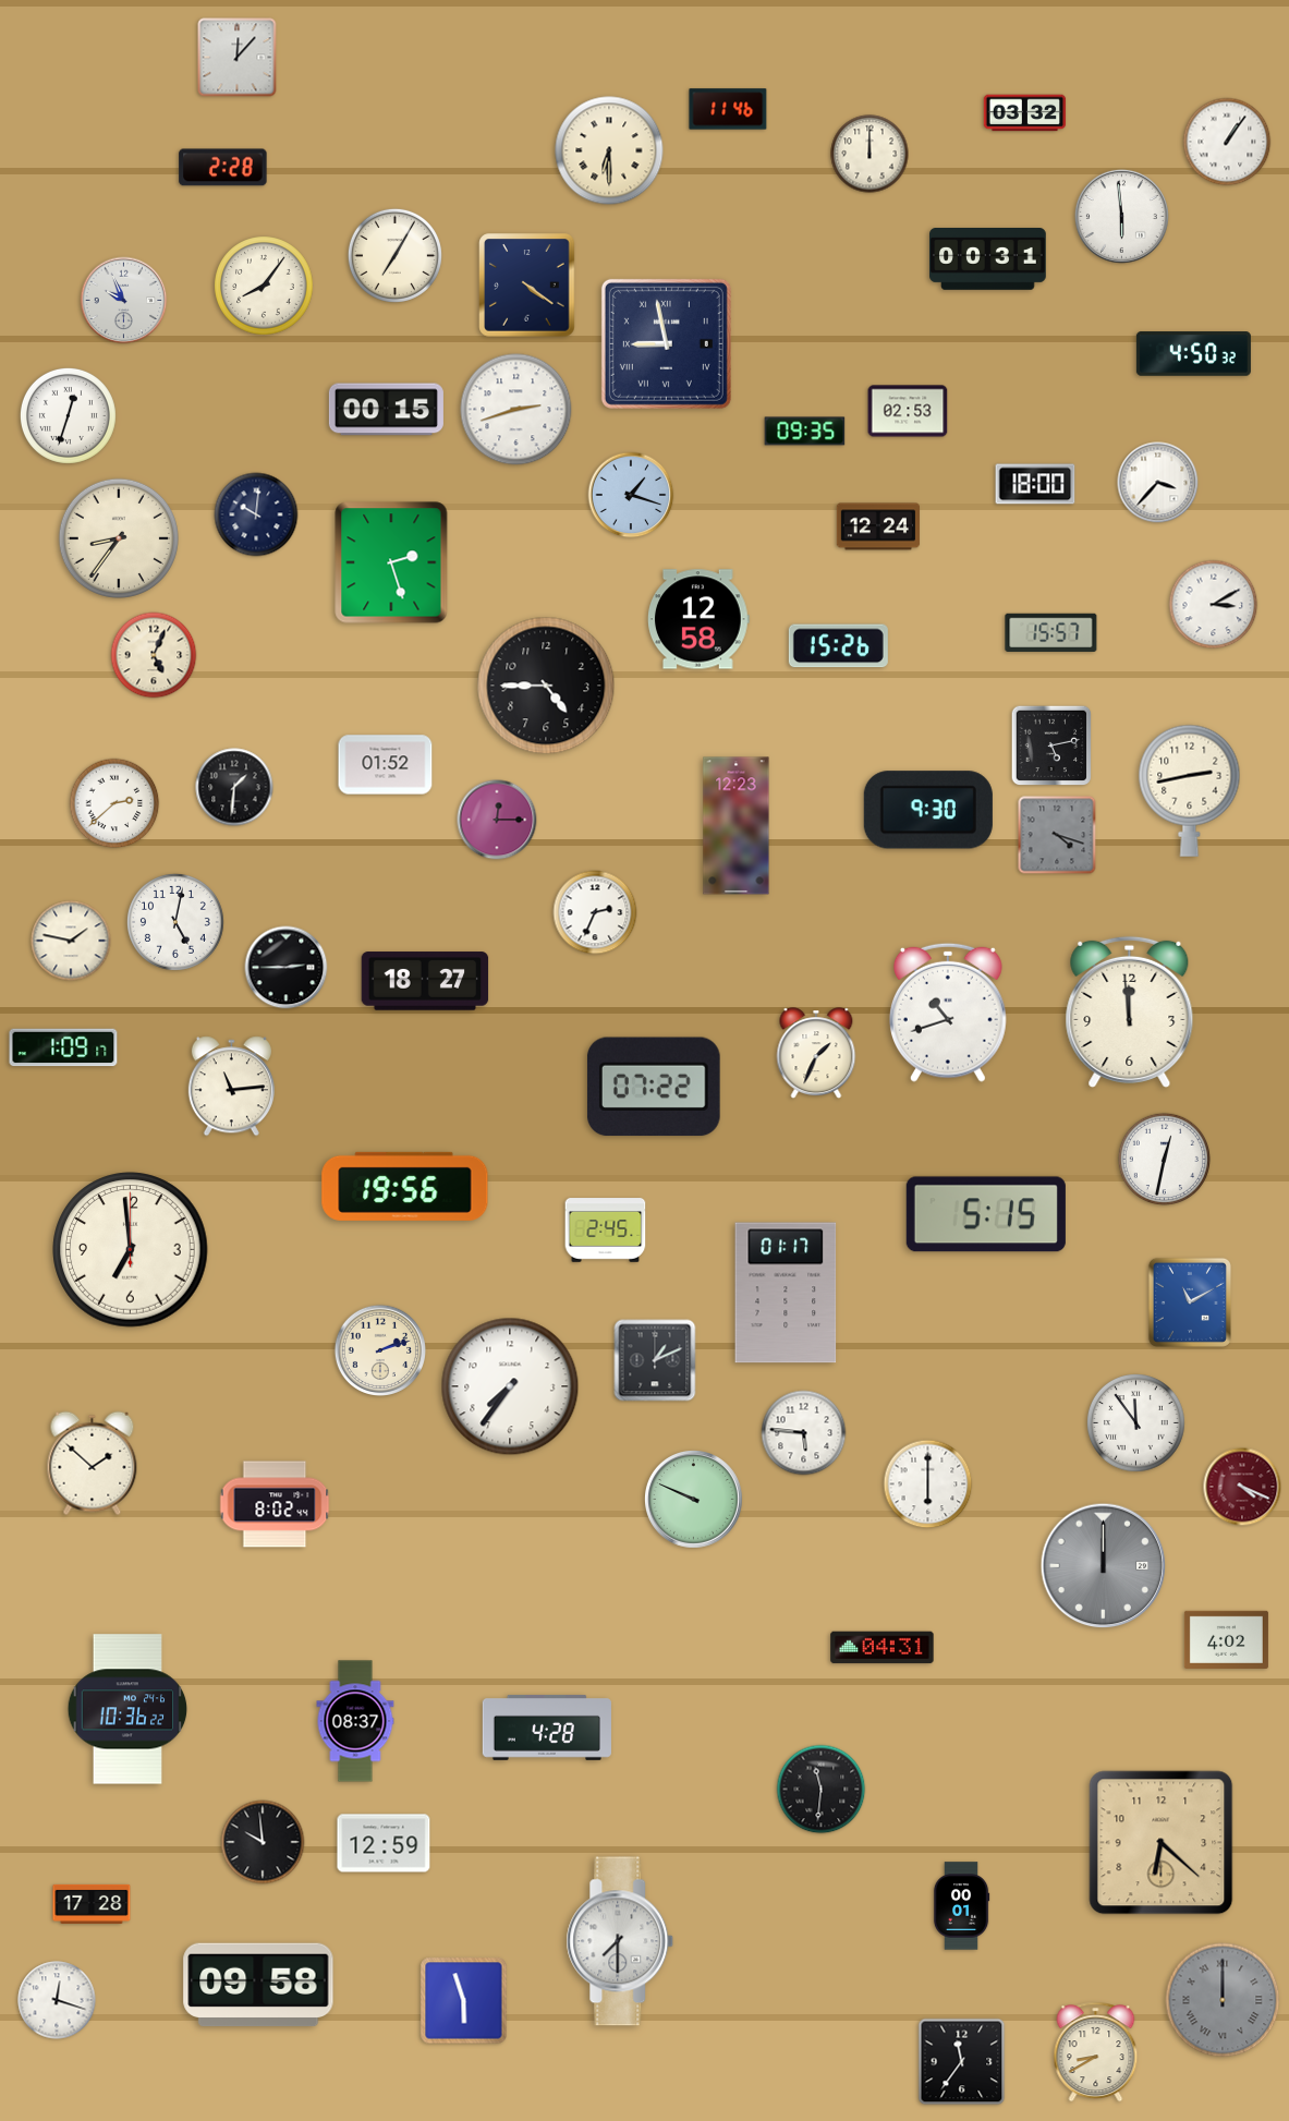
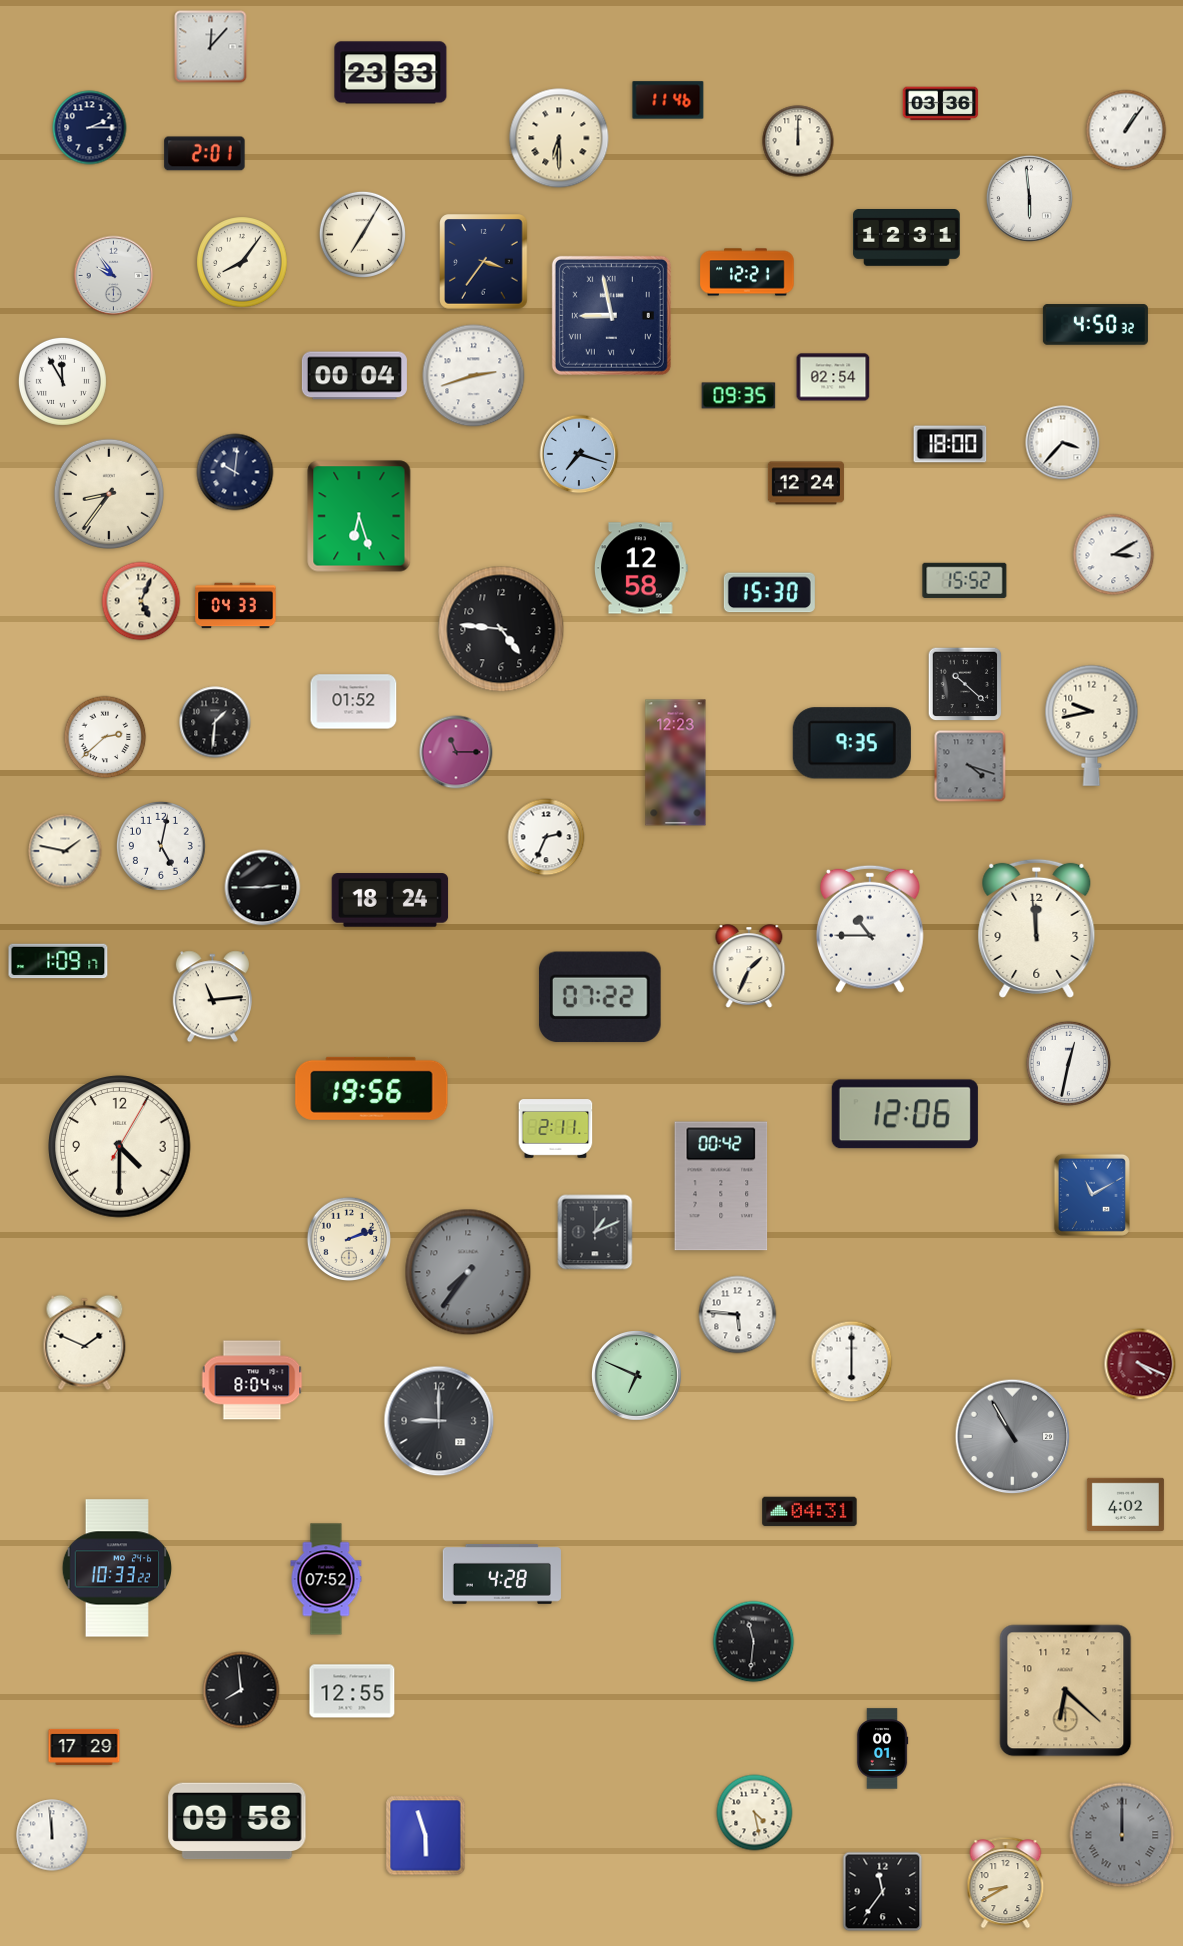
clock at (238, 58) position: (238, 58) -> (211, 47)
clock at (391, 73): none -> 23:33
clock at (1025, 113): 03:32 -> 03:36
clock at (90, 128): none -> 2:15
clock at (223, 168): 2:28 -> 2:01
clock at (988, 259): 00:31 -> 12:31
clock at (527, 286): 4:21 -> 3:36
clock at (747, 272): none -> 12:21
clock at (124, 301): 9:56 -> 9:54
clock at (386, 410): 00:15 -> 00:04
clock at (908, 411): 02:53 -> 02:54
clock at (68, 415): 12:33 -> 11:55
clock at (631, 495): 1:18 -> 7:18
clock at (391, 562): 2:27 -> 6:27
clock at (1051, 632): 15:57 -> 15:52
clock at (838, 646): 15:26 -> 15:30
clock at (236, 606): none -> 04:33
clock at (546, 686): 4:45 -> 4:46
clock at (1051, 746): 5:13 -> 10:22
clock at (1190, 790): 2:43 -> 9:43
clock at (928, 810): 9:30 -> 9:35
clock at (497, 820): 12:15 -> 11:15
clock at (737, 826) position: (737, 826) -> (676, 763)
clock at (71, 941) position: (71, 941) -> (65, 851)
clock at (425, 981): 18:27 -> 18:24
clock at (948, 1013): 10:42 -> 10:45
clock at (986, 1214): 5:15 -> 12:06
clock at (606, 1231): 2:45 -> 2:11
clock at (131, 1250): 6:59 -> 4:30
clock at (786, 1293): 01:17 -> 00:42
clock at (655, 1360) position: (655, 1360) -> (595, 1232)
clock at (510, 1386) dial: white -> grey
clock at (1136, 1423): 11:54 -> none
clock at (93, 1464): 1:52 -> 1:49
clock at (694, 1500): 9:49 -> 6:49
clock at (275, 1504): 8:02 -> 8:04
clock at (439, 1421): none -> 9:00
clock at (1104, 1566): 12:00 -> 10:55
clock at (127, 1709): 10:36 -> 10:33
clock at (355, 1721): 08:37 -> 07:52
clock at (547, 1728) position: (547, 1728) -> (502, 1574)
clock at (263, 1842): 9:59 -> 7:59
clock at (384, 1843): 12:59 -> 12:55
clock at (92, 1904): 17:28 -> 17:29
clock at (620, 1941): 7:30 -> none
clock at (755, 1813): none -> 4:28
clock at (57, 2000): 12:18 -> 11:59
